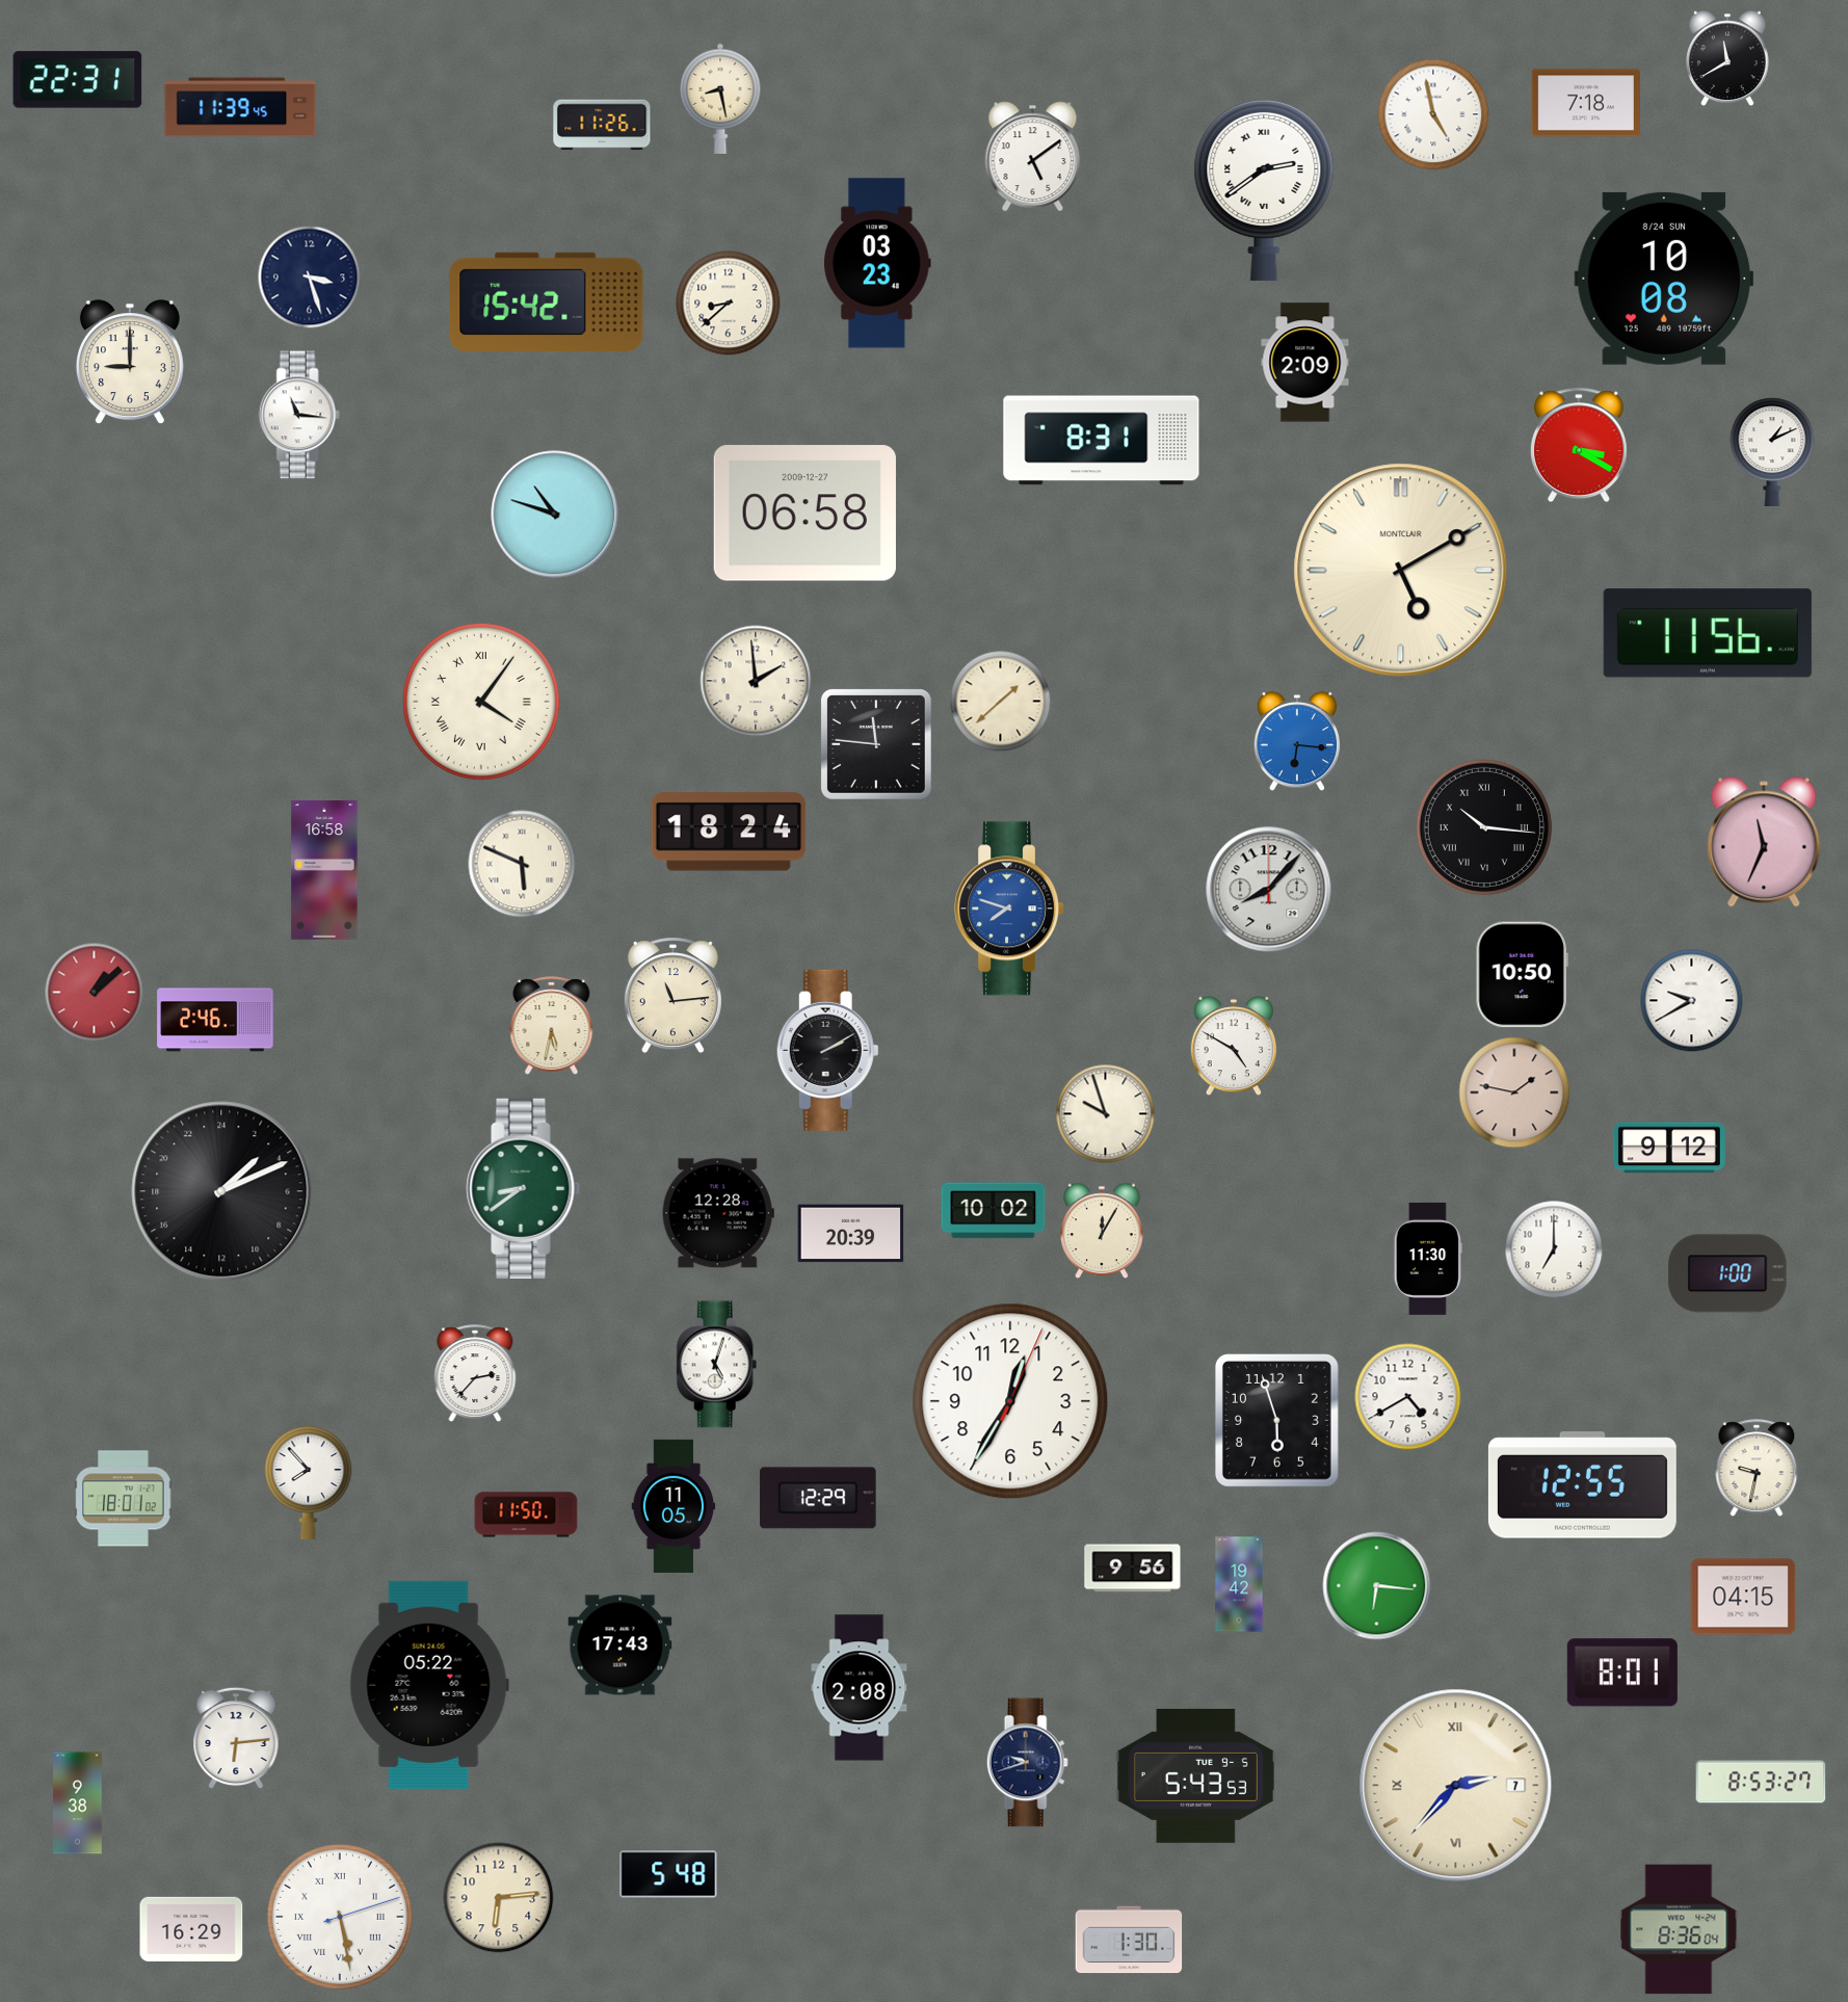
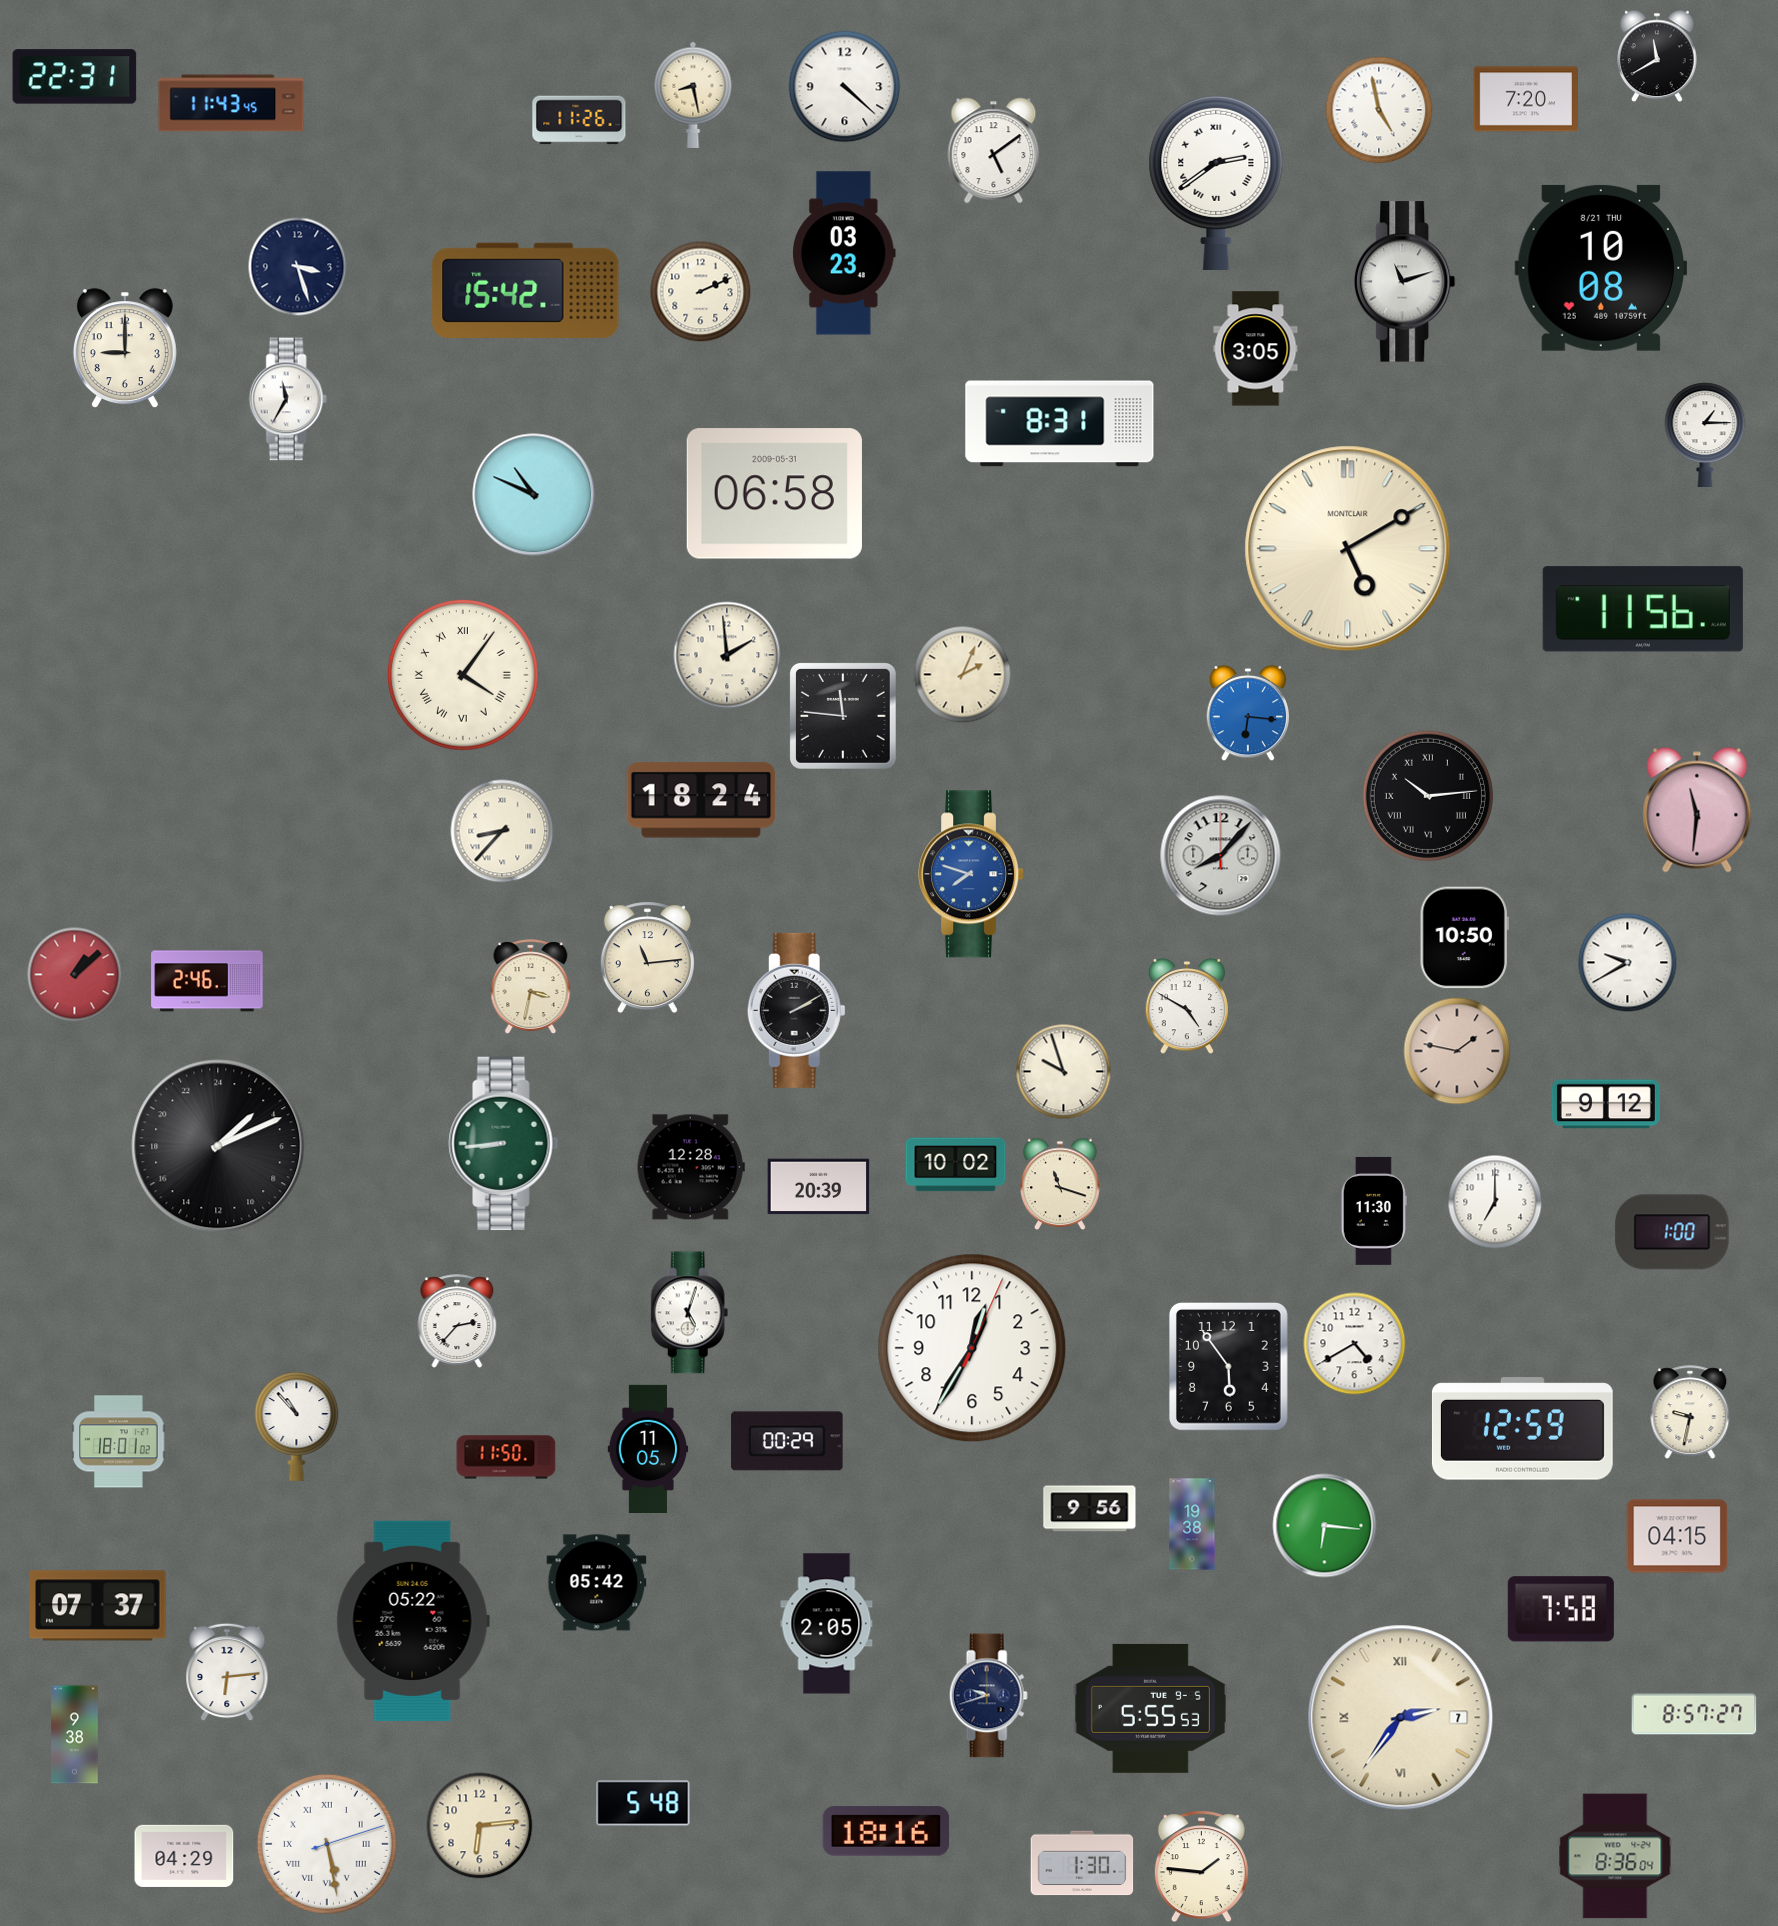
clock at (1727, 58) position: (1727, 58) -> (1657, 56)
clock at (845, 87): none -> 4:22
clock at (1585, 103): 7:18 -> 7:20
clock at (240, 107): 11:39 -> 11:43
clock at (1664, 279) date: 8/24 SUN -> 8/21 THU
clock at (1405, 282): none -> 11:12
clock at (729, 304): 8:38 -> 2:11
clock at (1305, 363): 2:09 -> 3:05
clock at (299, 415): 11:16 -> 11:35
clock at (1579, 445): 3:20 -> none
clock at (1772, 451): 1:11 -> 1:15
clock at (804, 513) date: 2009-12-27 -> 2009-05-31
clock at (555, 515): 10:48 -> 10:49
clock at (1001, 702): 1:38 -> 2:04
clock at (1484, 827): 10:16 -> 10:14
clock at (1764, 842): 11:34 -> 11:31
clock at (522, 864): 5:49 -> 8:37
clock at (324, 870): 16:58 -> none
clock at (95, 993) position: (95, 993) -> (75, 975)
clock at (552, 1026): 5:32 -> 3:32
clock at (524, 1189): 8:39 -> 8:44
clock at (221, 1191) position: (221, 1191) -> (218, 1146)
clock at (1102, 1231): 12:05 -> 11:18
clock at (1727, 1273) position: (1727, 1273) -> (1672, 1232)
clock at (1276, 1421): 5:57 -> 5:54
clock at (309, 1482): 7:53 -> 10:53
clock at (1582, 1485): 12:55 -> 12:59
clock at (818, 1498): 12:29 -> 00:29
clock at (1239, 1584): 19:42 -> 19:38
clock at (621, 1645): 17:43 -> 05:42
clock at (98, 1606): none -> 07:37
clock at (1622, 1672): 8:01 -> 7:58
clock at (860, 1688): 2:08 -> 2:05
clock at (1195, 1775): 5:43 -> 5:55
clock at (1761, 1782): 8:53 -> 8:57
clock at (1456, 1786): 2:37 -> 2:36
clock at (886, 1831): none -> 18:16
clock at (191, 1929): 16:29 -> 04:29
clock at (1129, 1940) position: (1129, 1940) -> (1082, 1863)
clock at (1201, 1867): none -> 1:46
